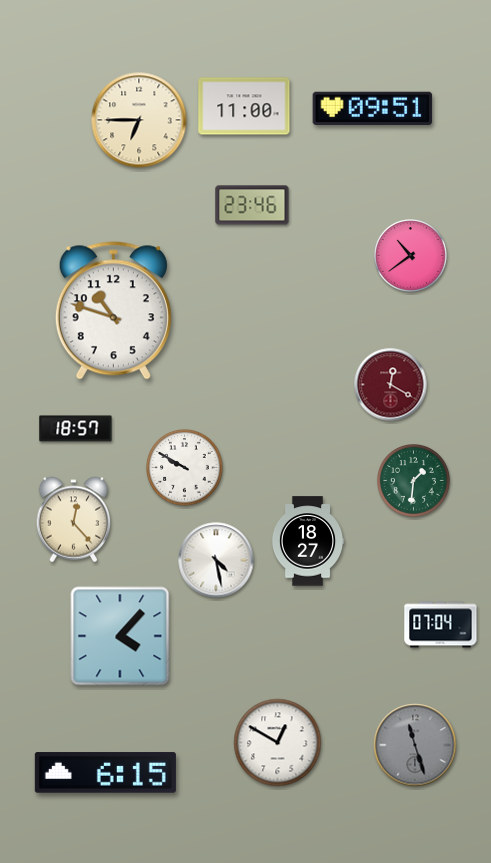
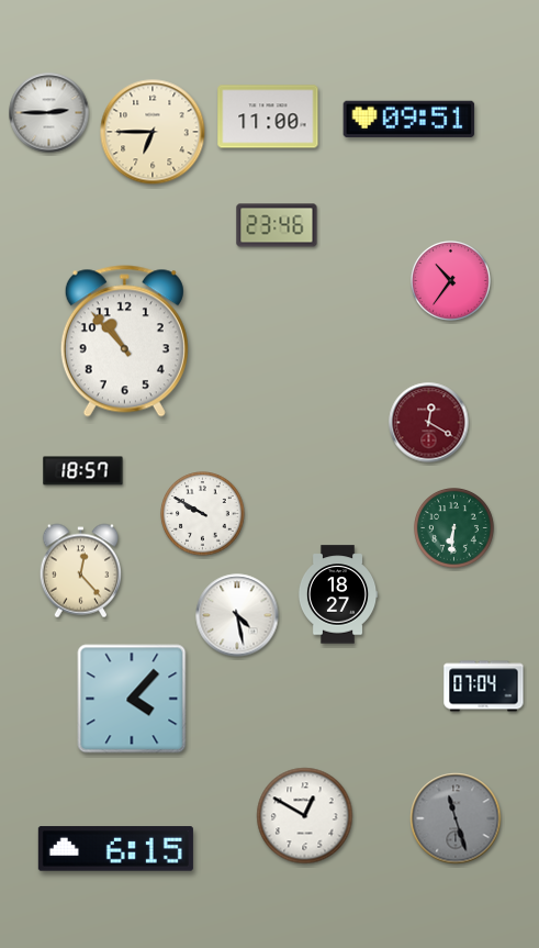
clock at (49, 113): none -> 2:45
clock at (411, 256): 10:39 -> 10:36
clock at (113, 311): 10:48 -> 10:53
clock at (414, 481): 1:31 -> 6:31
